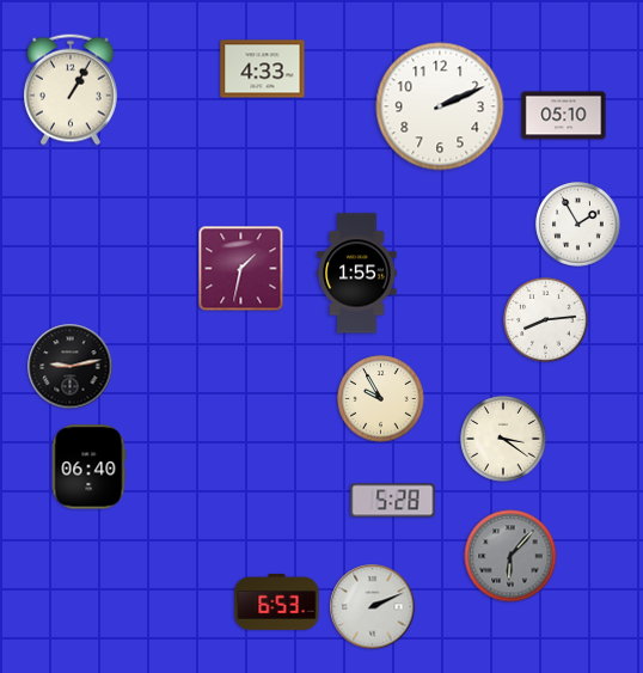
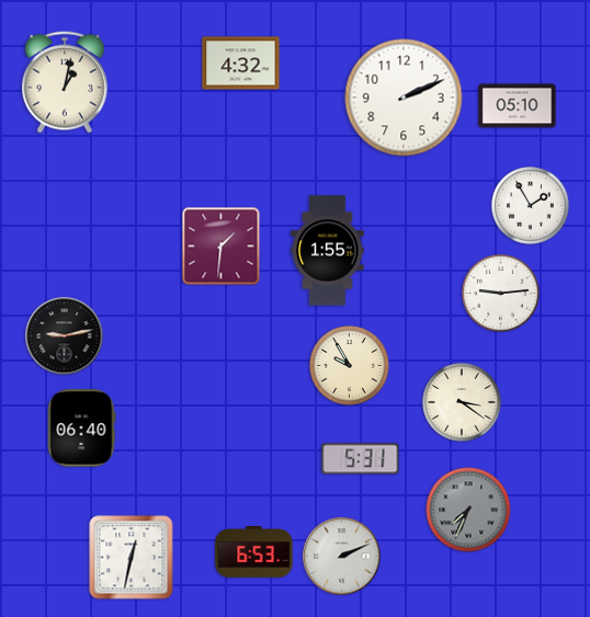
clock at (263, 69): 4:33 -> 4:32
clock at (72, 90): 1:05 -> 1:02
clock at (241, 269): 1:32 -> 1:31
clock at (546, 320): 8:14 -> 9:14
clock at (393, 501): 5:28 -> 5:31
clock at (510, 556): 6:07 -> 7:34
clock at (132, 558): none -> 12:32
